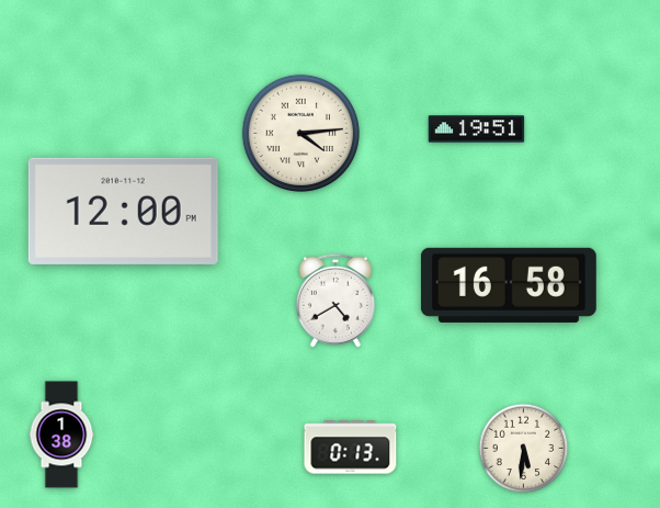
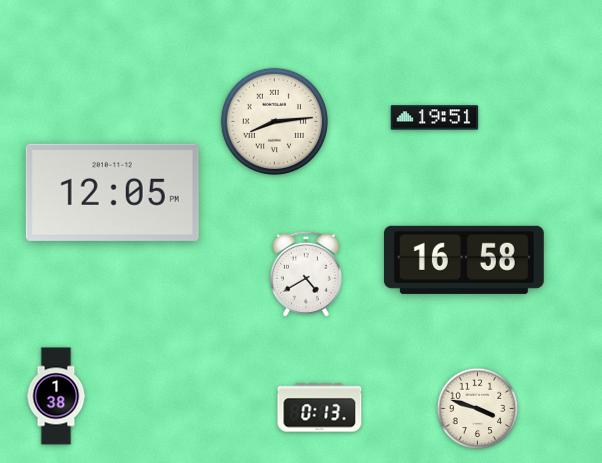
clock at (300, 133): 4:14 -> 8:14
clock at (123, 211): 12:00 -> 12:05
clock at (524, 449): 5:31 -> 3:48
